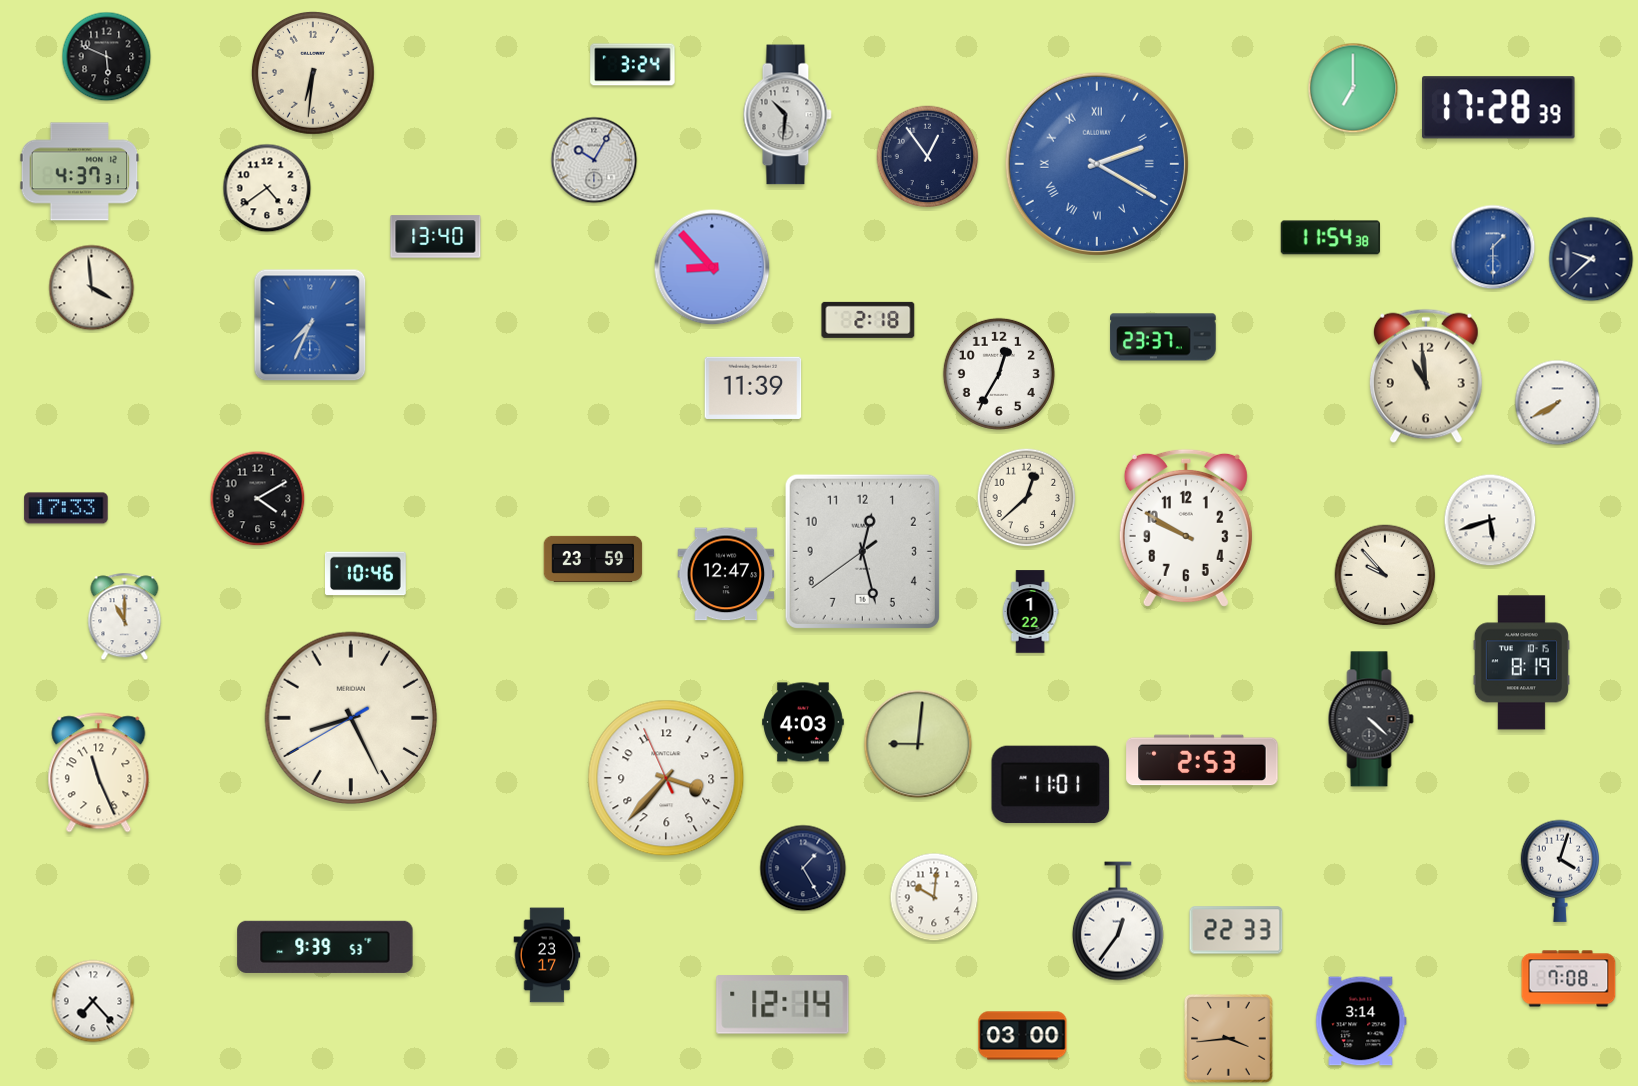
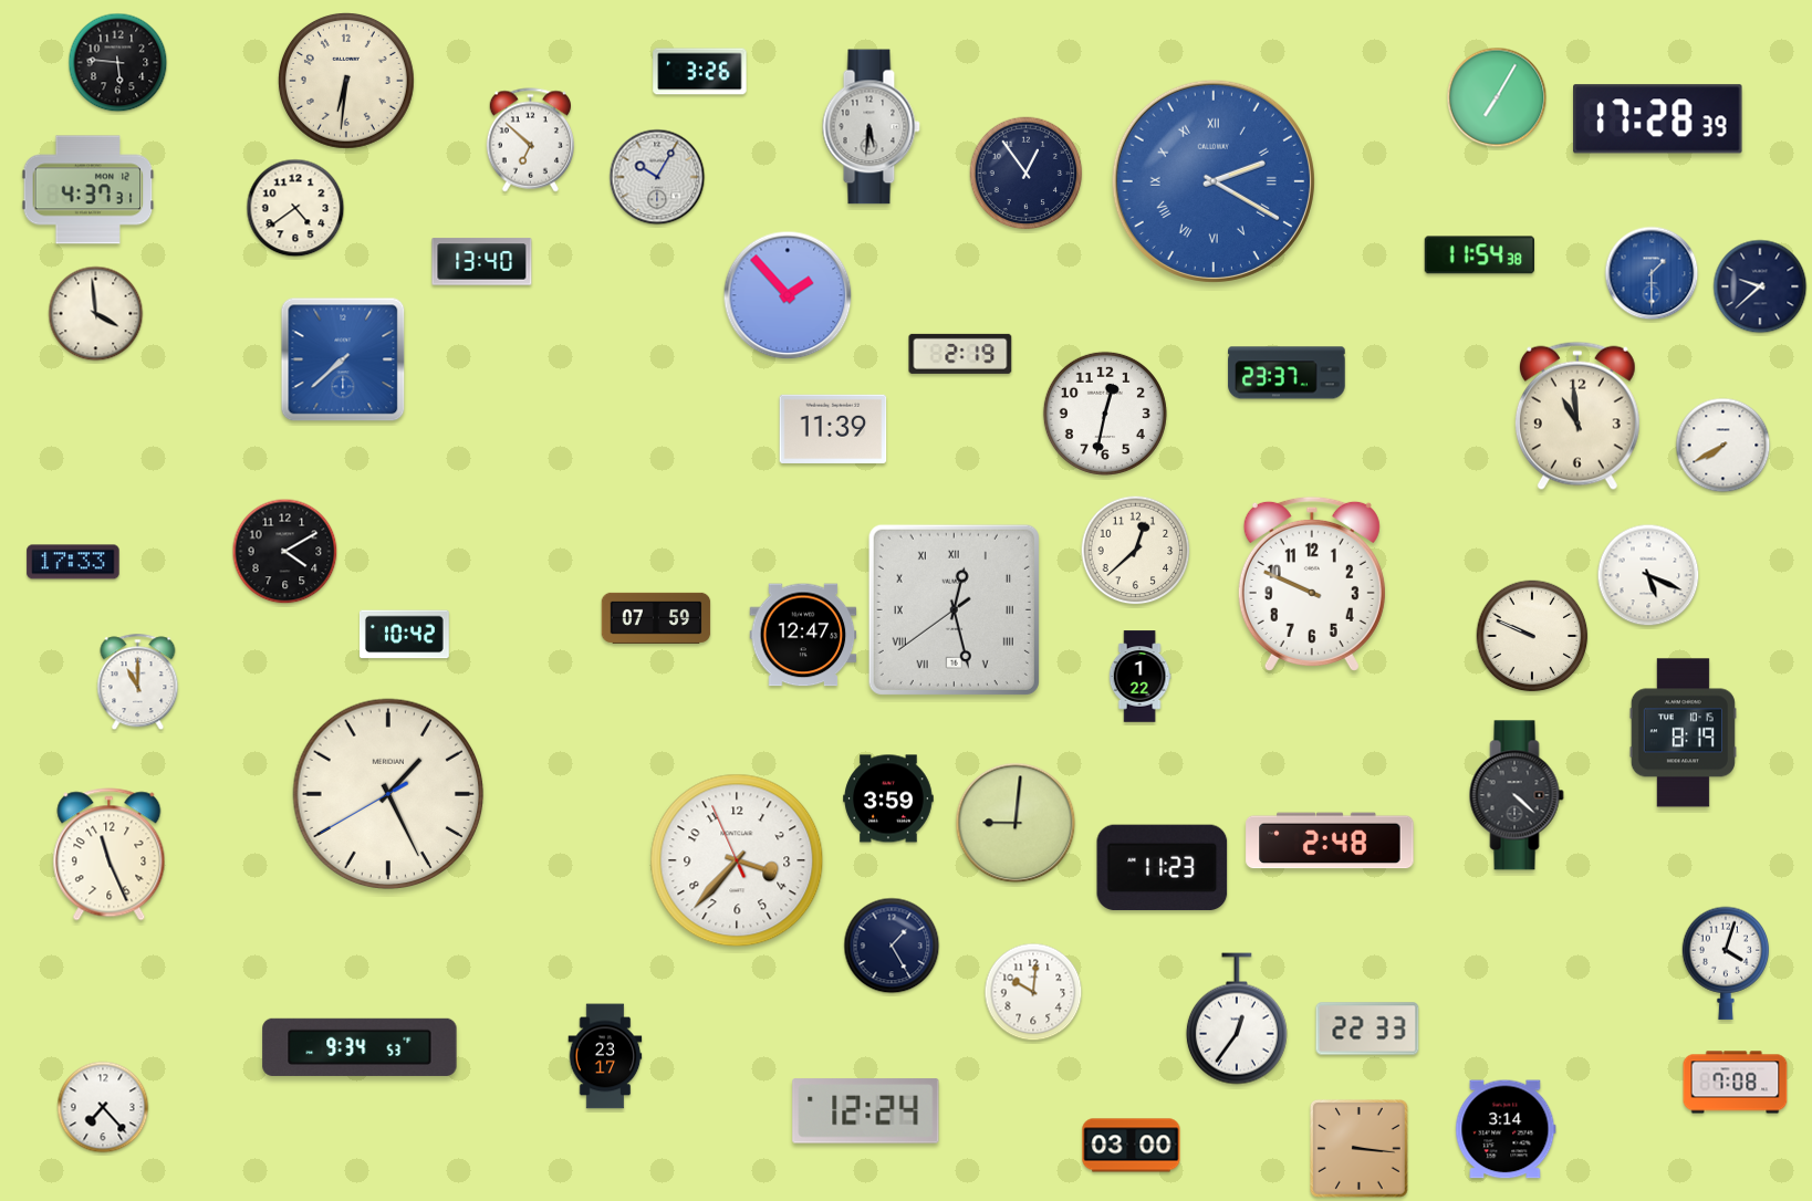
clock at (107, 57): 5:49 -> 5:46
clock at (633, 65): 3:24 -> 3:26
clock at (1353, 88): 7:00 -> 7:05
clock at (787, 115): 10:31 -> 5:31
clock at (530, 140): none -> 6:52
clock at (1330, 238) position: (1330, 238) -> (1479, 255)
clock at (712, 267): 8:53 -> 1:53
clock at (92, 288) position: (92, 288) -> (96, 314)
clock at (868, 320): 2:18 -> 2:19
clock at (310, 325): 7:34 -> 7:38
clock at (999, 374): 12:35 -> 12:32
clock at (1490, 520): 5:42 -> 5:19
clock at (1186, 528): 9:50 -> 9:49
clock at (862, 551) numerals: Arabic -> Roman
clock at (593, 559): 23:59 -> 07:59
clock at (366, 574): 10:46 -> 10:42
clock at (1385, 575): 9:53 -> 9:49
clock at (351, 718): 8:25 -> 1:25
clock at (803, 722): 4:03 -> 3:59
clock at (1202, 760): 2:53 -> 2:48
clock at (1051, 785): 11:01 -> 11:23
clock at (803, 868) position: (803, 868) -> (892, 946)
clock at (325, 947): 9:39 -> 9:34
clock at (783, 1005): 12:14 -> 12:24
clock at (1229, 1039): 3:44 -> 3:16
